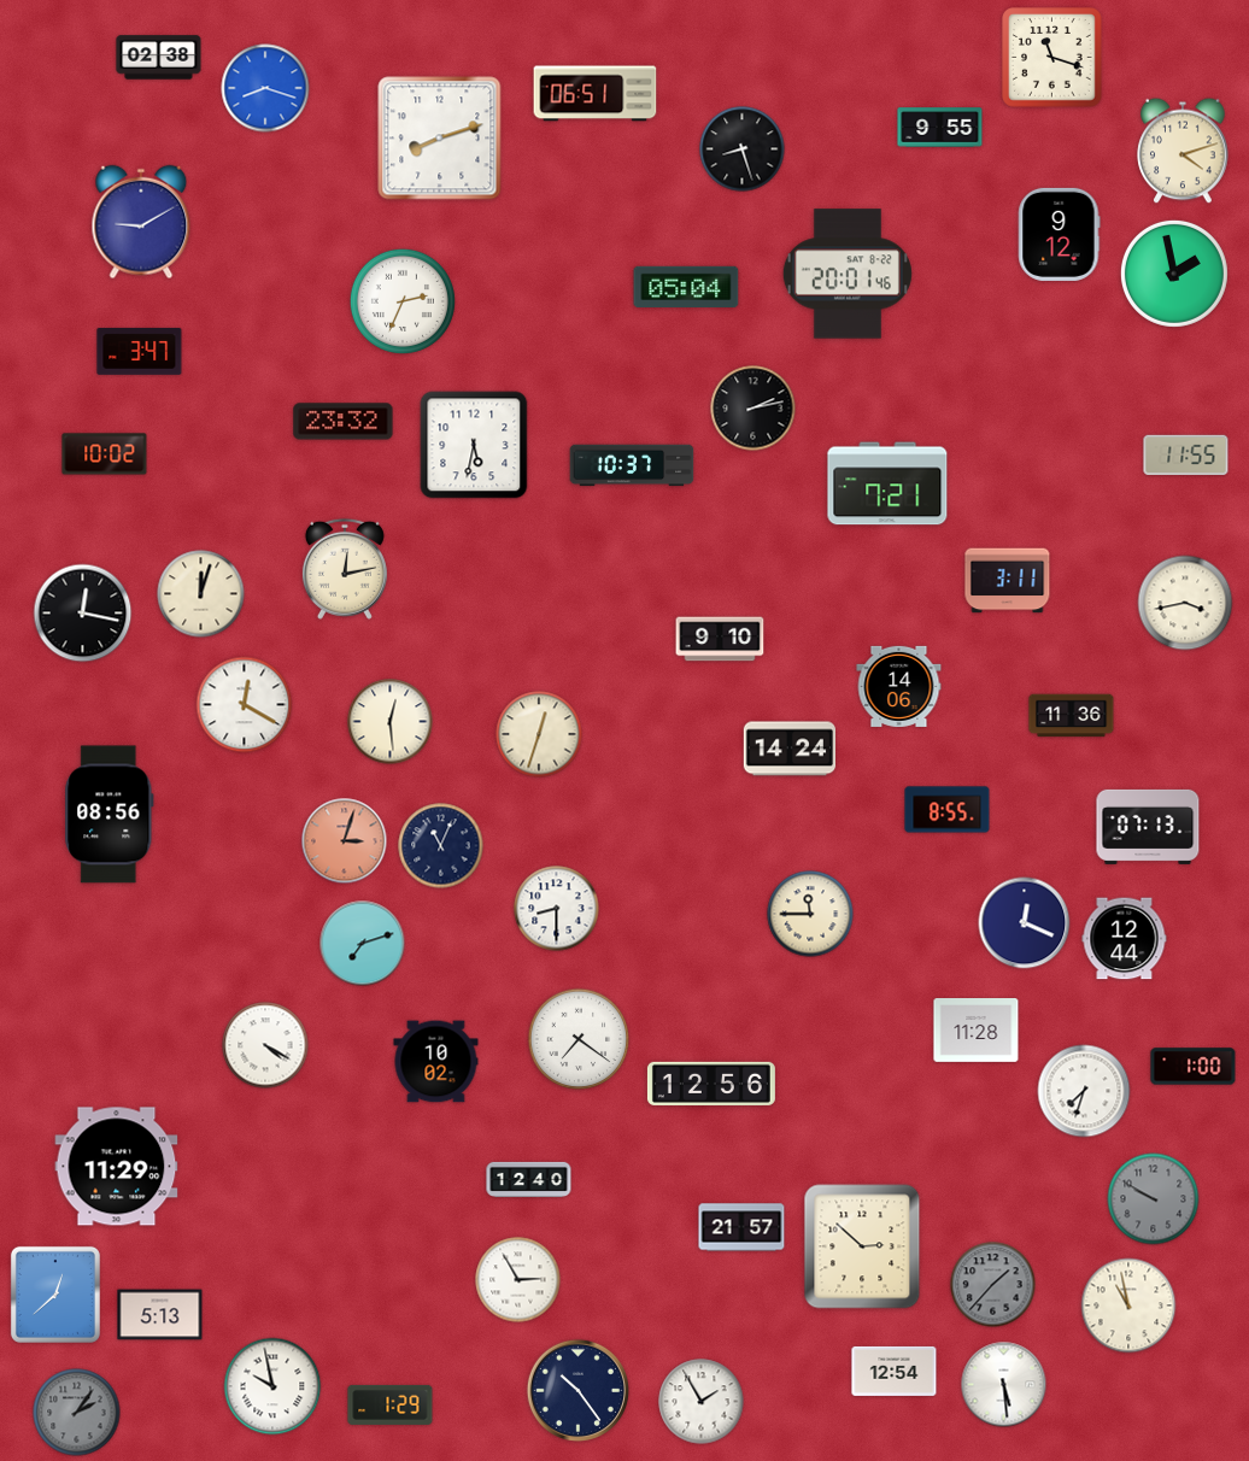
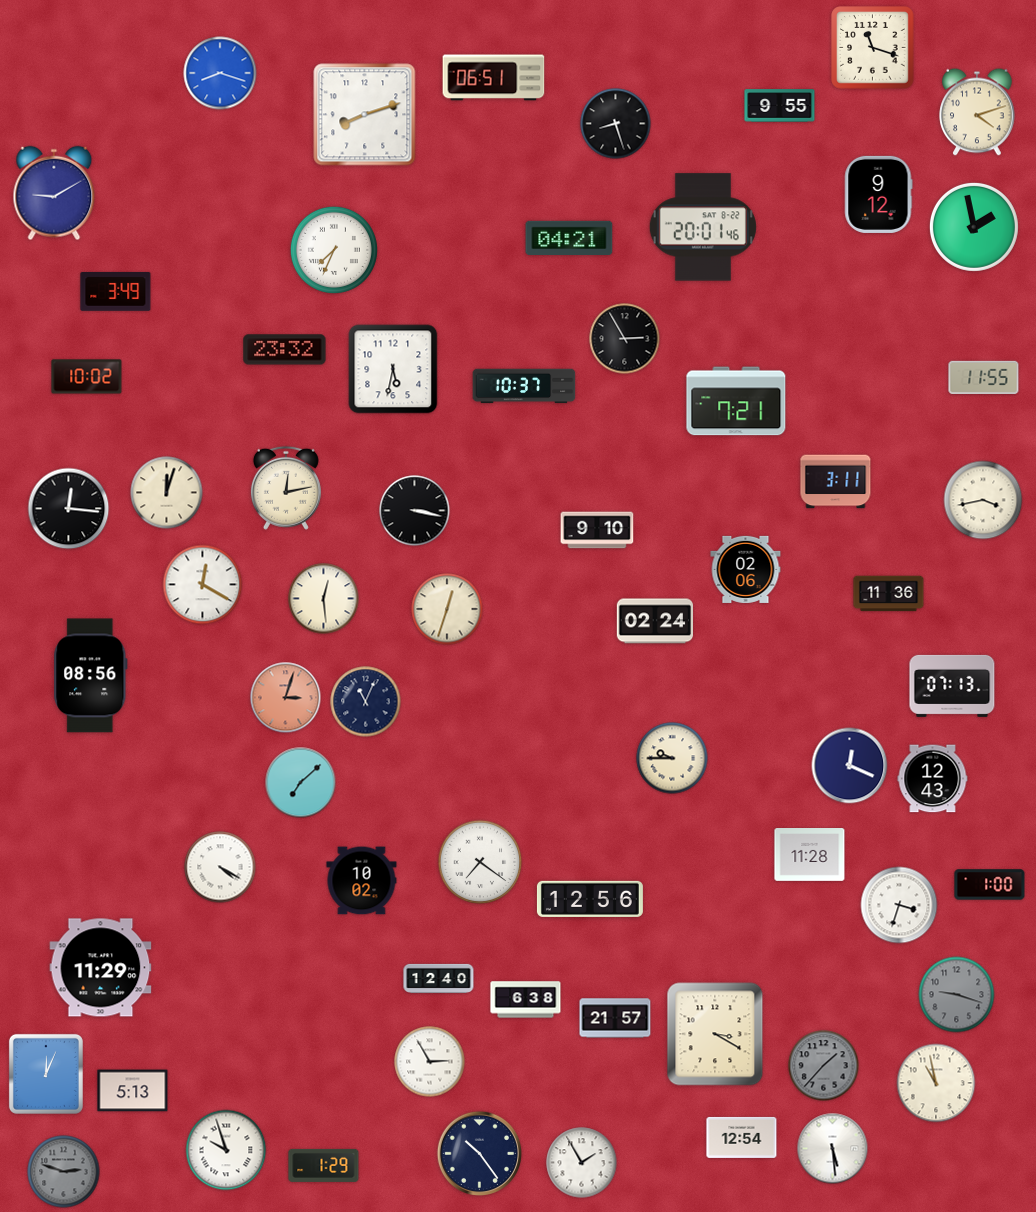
clock at (159, 58): 02:38 -> none
clock at (1183, 151) position: (1183, 151) -> (977, 112)
clock at (141, 222) position: (141, 222) -> (54, 193)
clock at (686, 287): 05:04 -> 04:21
clock at (403, 301): 2:34 -> 7:34
clock at (140, 351): 3:47 -> 3:49
clock at (753, 409): 2:13 -> 2:55
clock at (345, 569) position: (345, 569) -> (286, 488)
clock at (83, 614): 12:17 -> 12:16
clock at (415, 511): none -> 3:17
clock at (899, 686): 14:06 -> 02:06
clock at (788, 749): 14:24 -> 02:24
clock at (948, 810): 8:55 -> none
clock at (557, 909): 8:30 -> none
clock at (810, 914): 11:45 -> 9:45
clock at (1125, 939): 12:44 -> 12:43
clock at (363, 944): 7:12 -> 7:08
clock at (1084, 1091): 7:33 -> 3:33
clock at (117, 1167) position: (117, 1167) -> (101, 968)
clock at (1154, 1199): 9:50 -> 9:18
clock at (526, 1000): none -> 6:38
clock at (862, 1246): 2:52 -> 3:20
clock at (55, 1295): 12:38 -> 12:04
clock at (272, 1386): 9:58 -> 9:57
clock at (77, 1413): 2:06 -> 2:48
